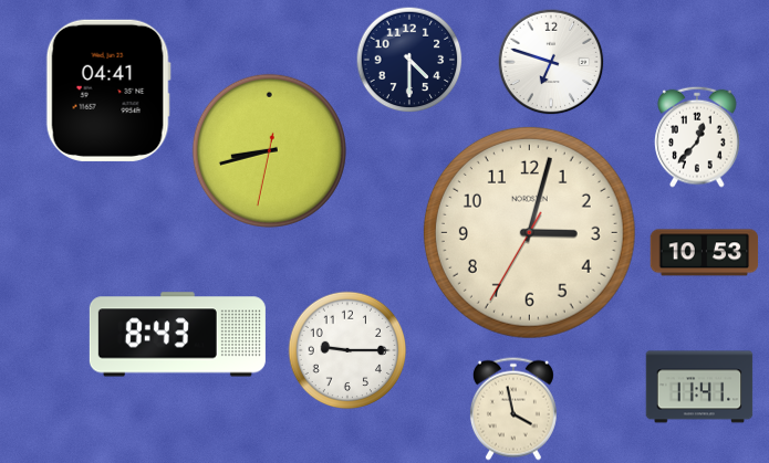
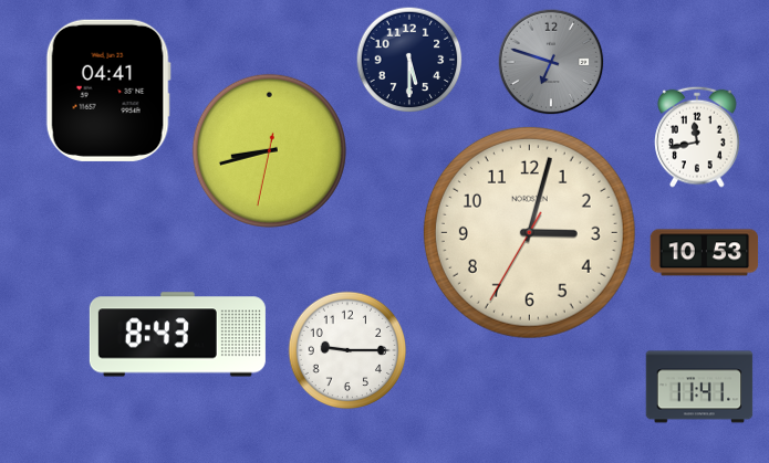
clock at (409, 60): 4:30 -> 5:30
clock at (551, 62) dial: white -> grey
clock at (697, 137): 12:37 -> 11:43
clock at (513, 409): 3:58 -> none
